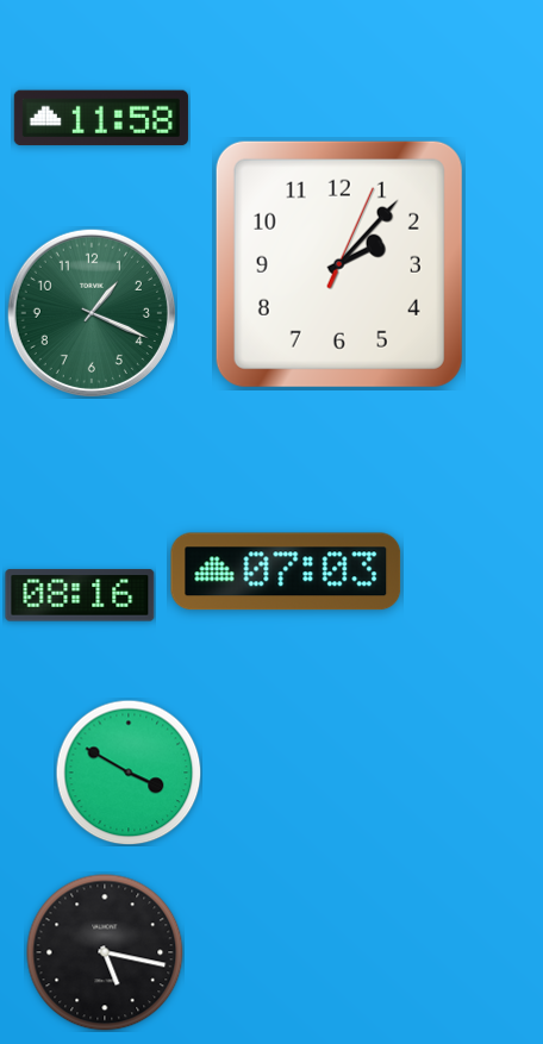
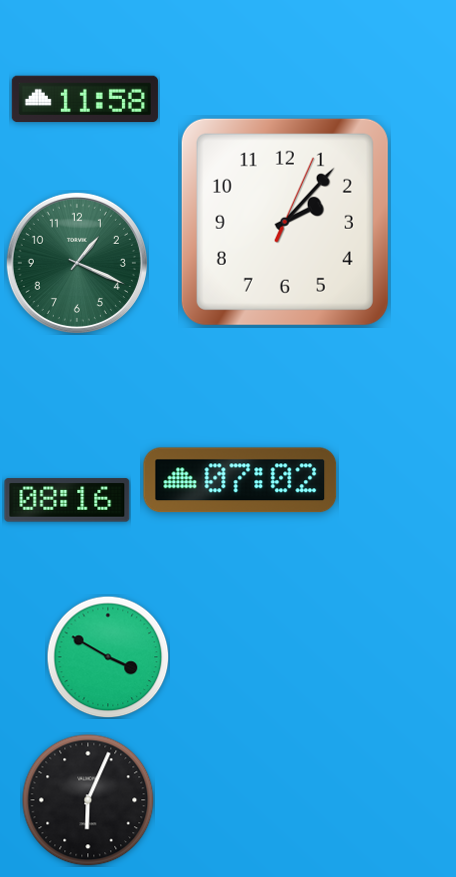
clock at (286, 571): 07:03 -> 07:02
clock at (129, 773) position: (129, 773) -> (108, 657)
clock at (105, 952): 5:17 -> 6:04
